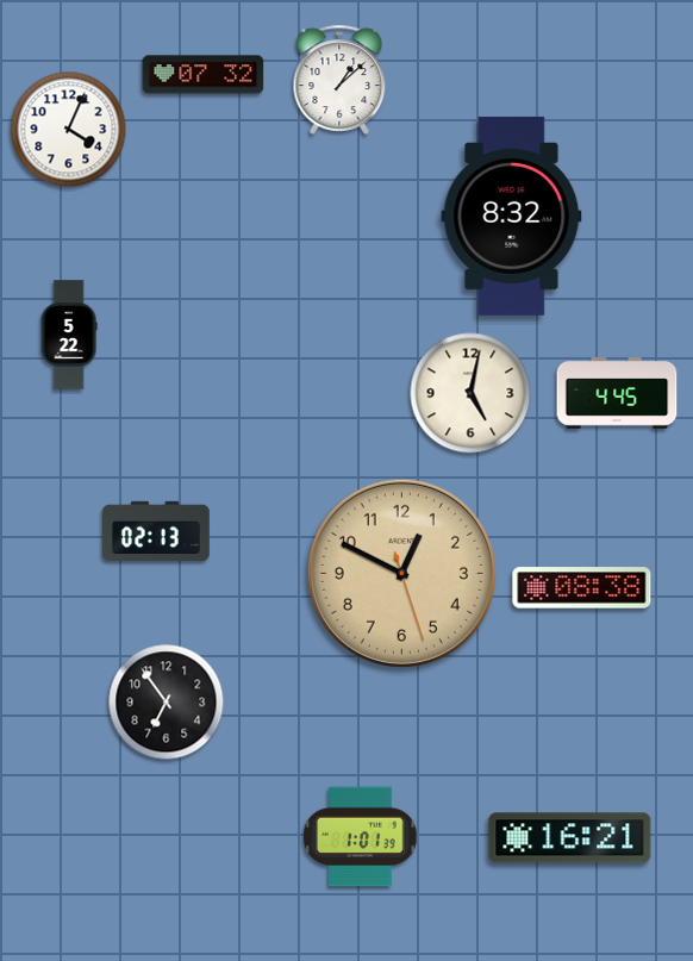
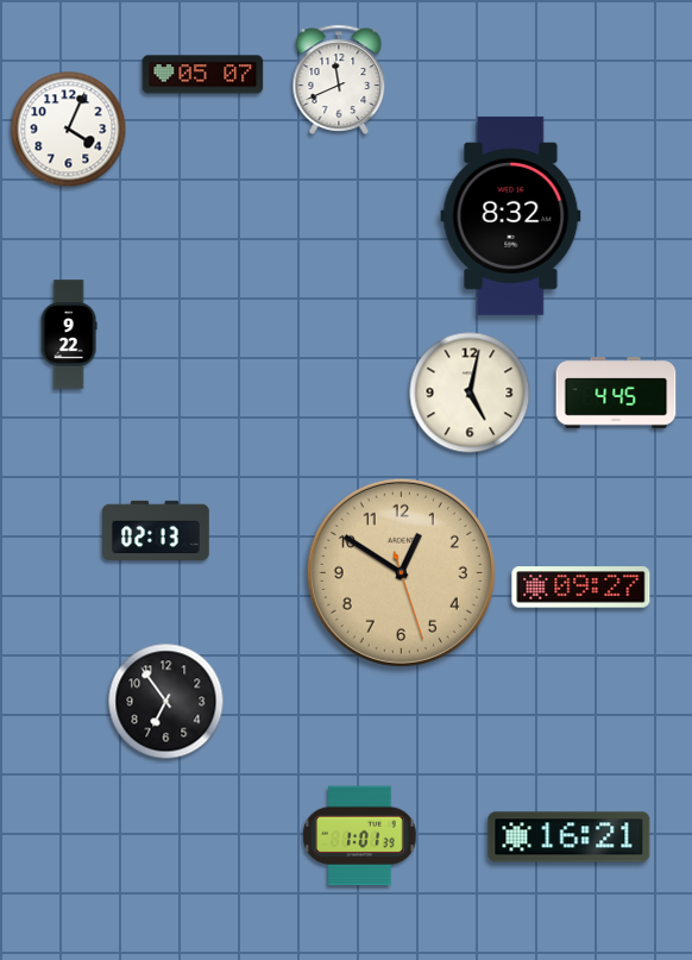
clock at (204, 75): 07:32 -> 05:07
clock at (339, 80): 1:08 -> 11:41
clock at (69, 335): 5:22 -> 9:22
clock at (401, 573): 12:49 -> 12:50
clock at (582, 588): 08:38 -> 09:27
